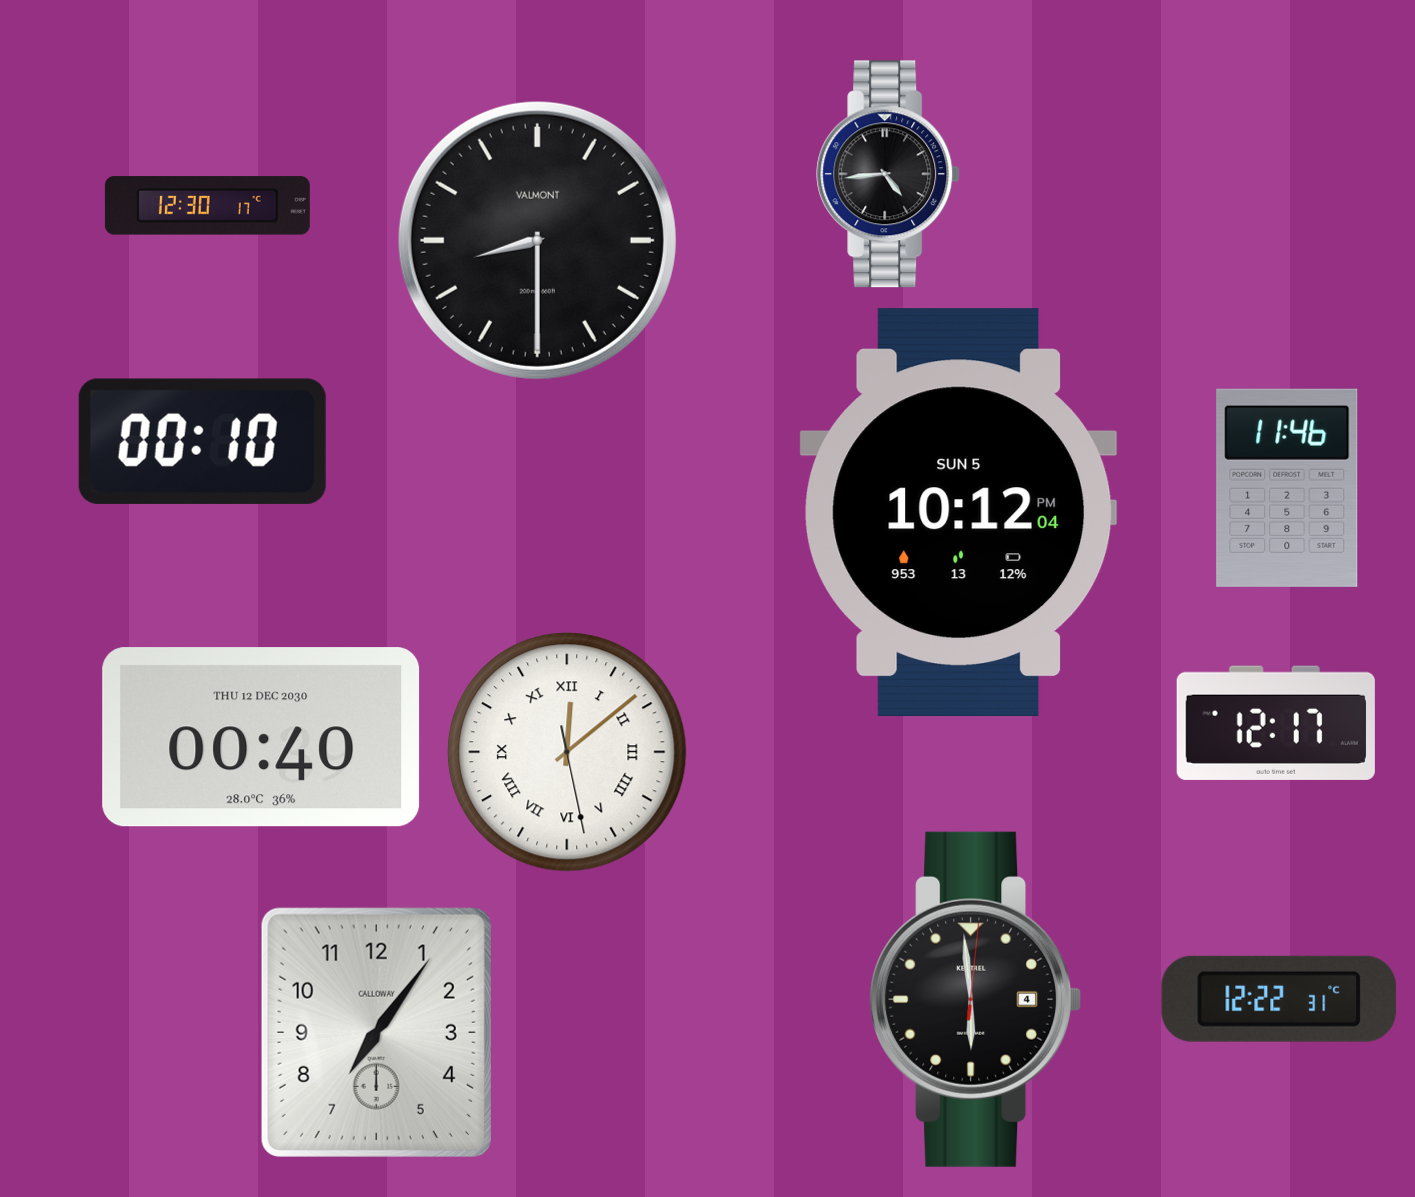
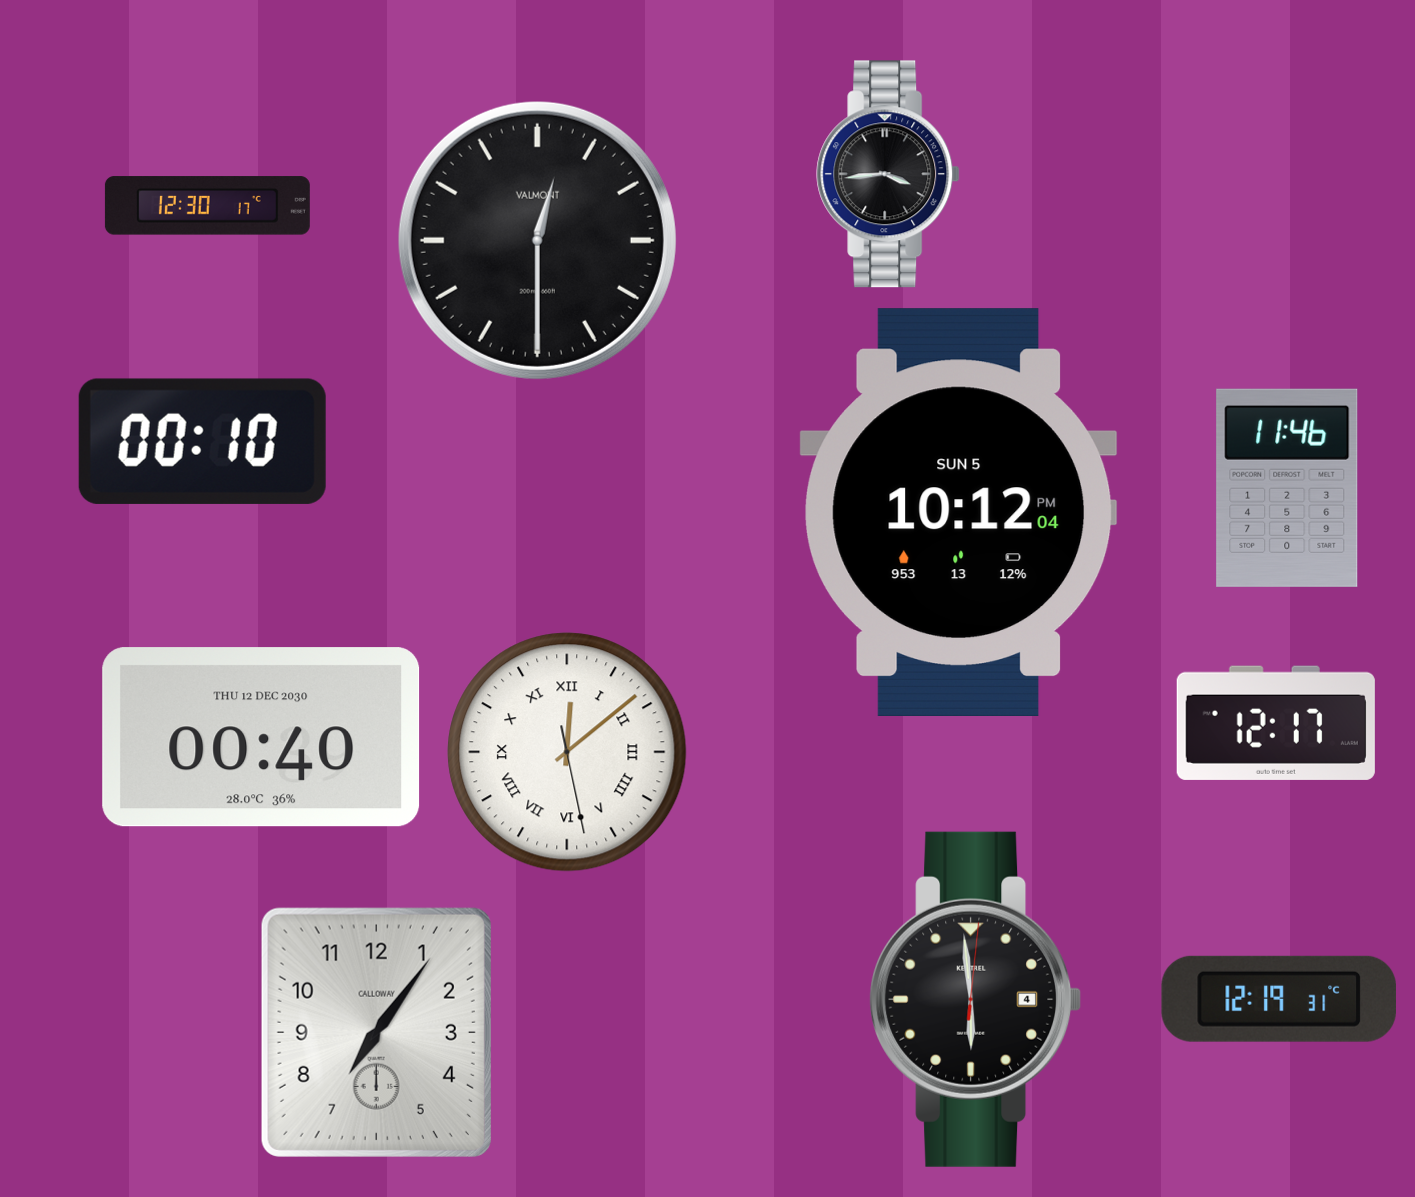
clock at (888, 174): 4:44 -> 3:44
clock at (537, 240): 8:30 -> 12:30
clock at (1279, 999): 12:22 -> 12:19
